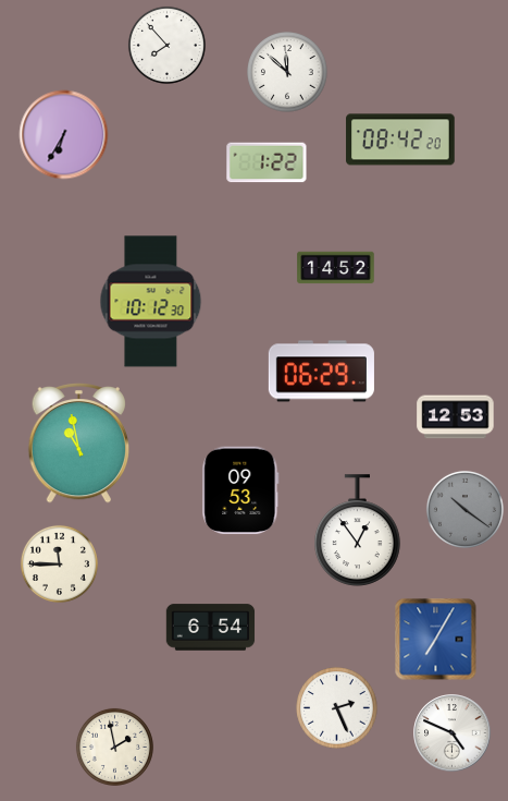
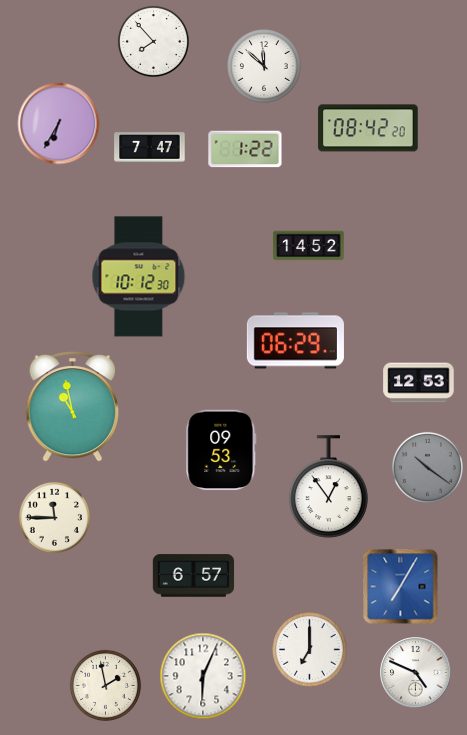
clock at (150, 148): none -> 7:47
clock at (211, 628): 6:54 -> 6:57
clock at (337, 708): 2:26 -> 7:00
clock at (203, 676): none -> 6:04
